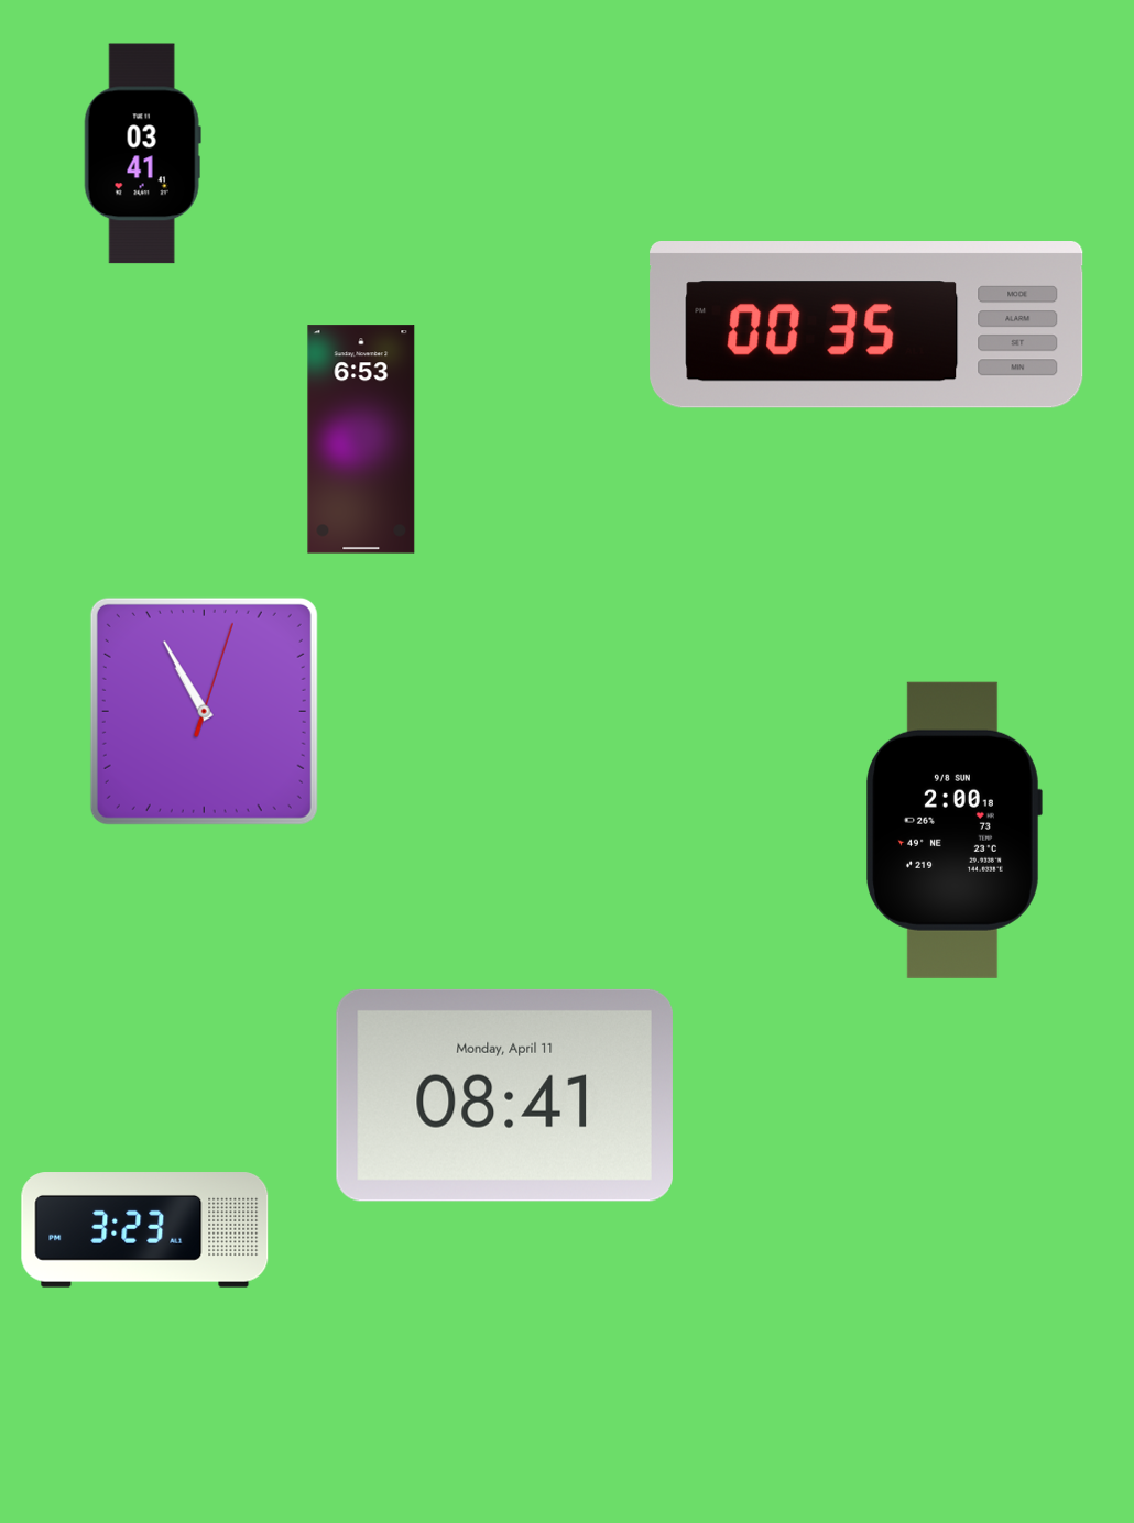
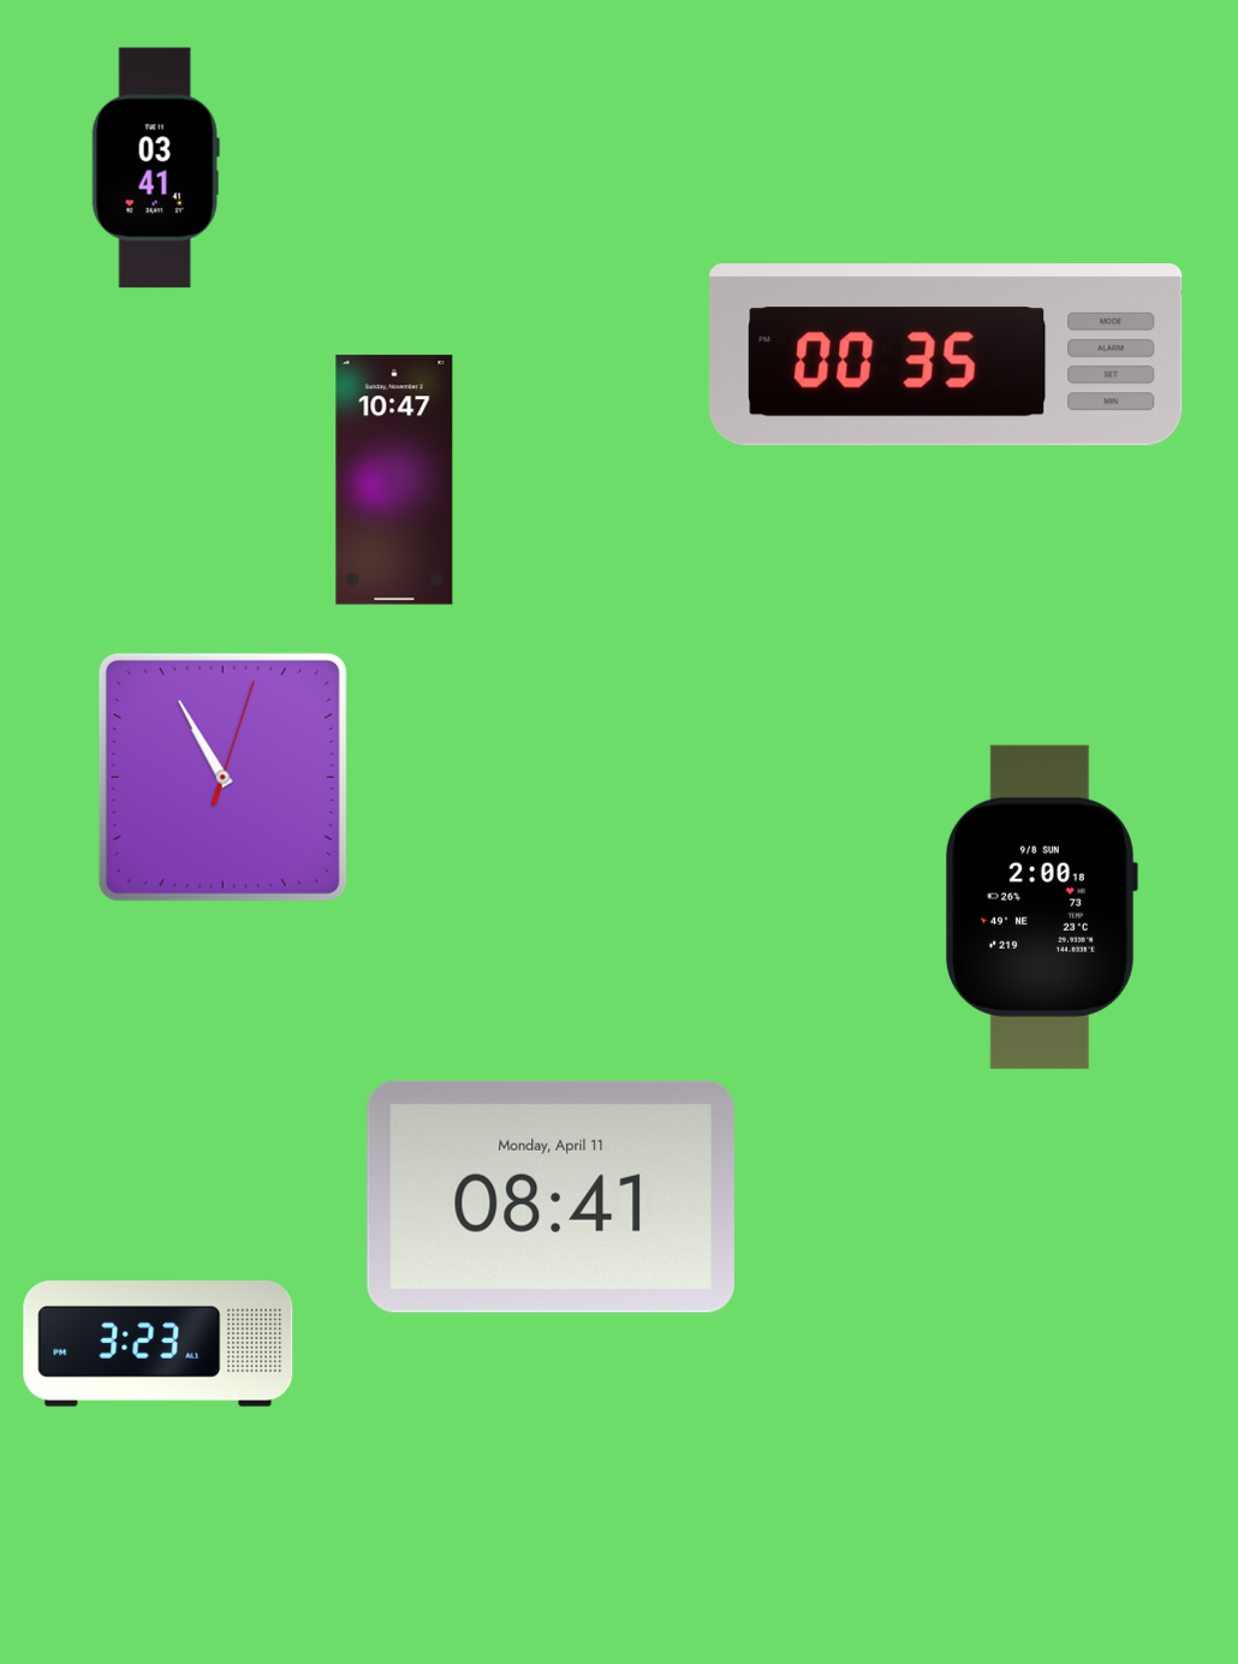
clock at (361, 439): 6:53 -> 10:47
